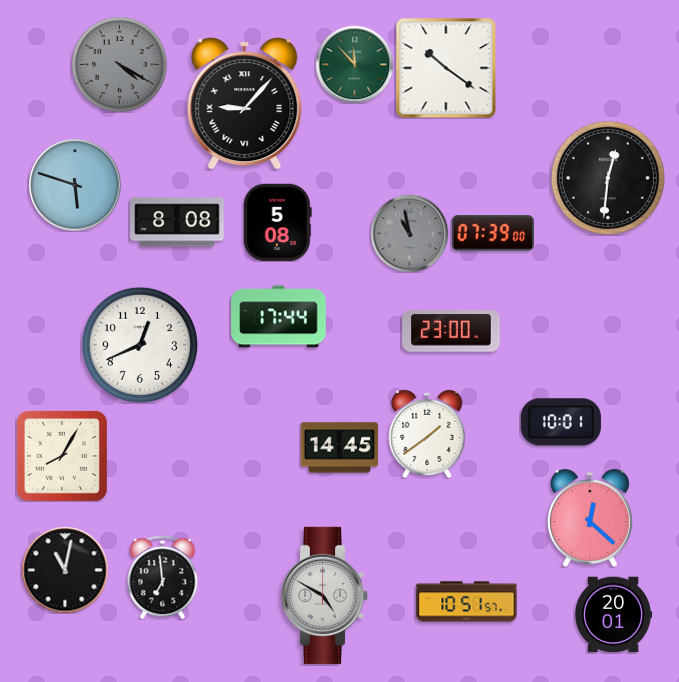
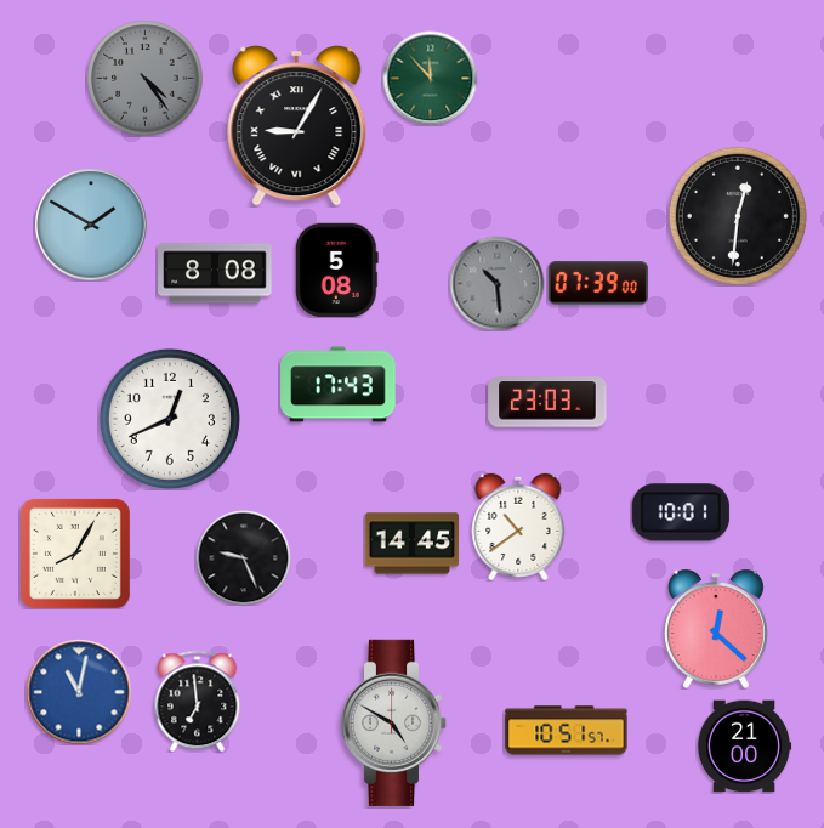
clock at (119, 64): 4:20 -> 4:24
clock at (446, 68): 10:21 -> none
clock at (245, 104): 9:07 -> 9:05
clock at (75, 185): 5:48 -> 1:50
clock at (177, 222) position: (177, 222) -> (215, 273)
clock at (409, 233): 10:58 -> 10:29
clock at (279, 317): 17:44 -> 17:43
clock at (451, 331): 23:00 -> 23:03
clock at (427, 434): 1:39 -> 10:39
clock at (243, 557): none -> 9:26
clock at (65, 570) dial: black -> blue
clock at (613, 615): 20:01 -> 21:00
